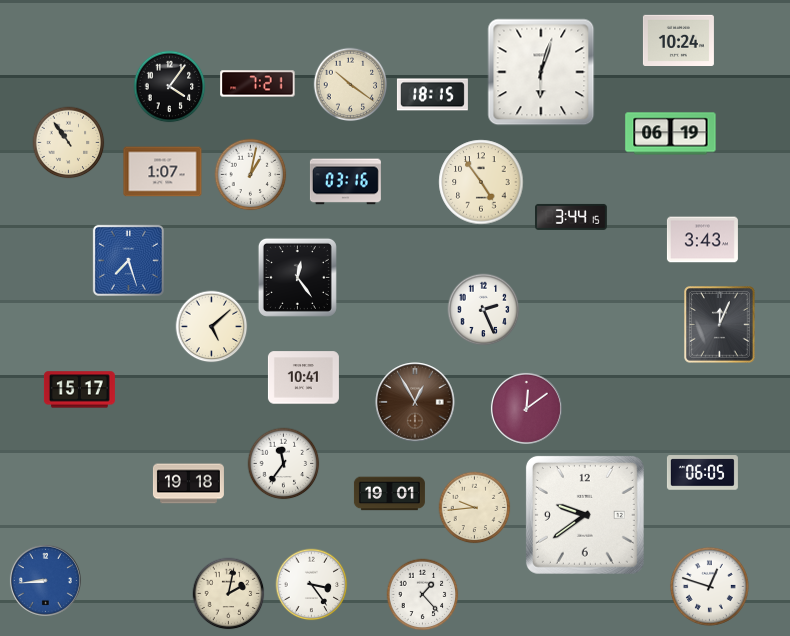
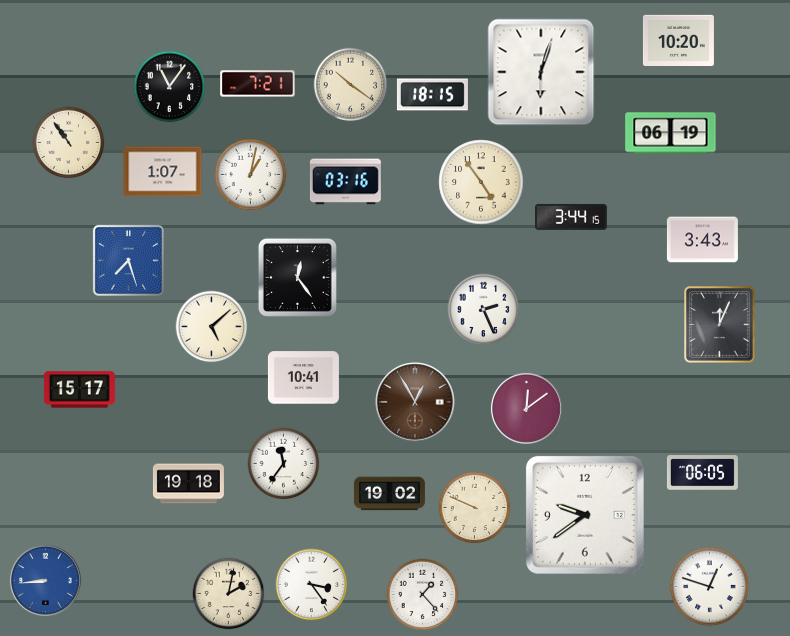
clock at (678, 40): 10:24 -> 10:20
clock at (170, 87): 4:06 -> 11:06
clock at (389, 494): 19:01 -> 19:02
clock at (475, 508): 9:44 -> 9:49
